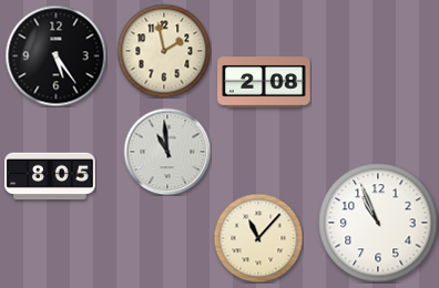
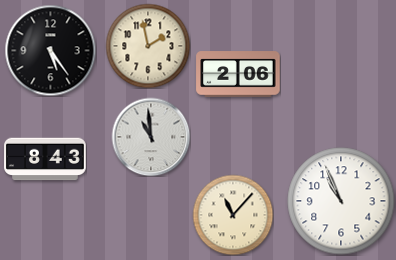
clock at (264, 82): 2:08 -> 2:06
clock at (50, 176): 8:05 -> 8:43
